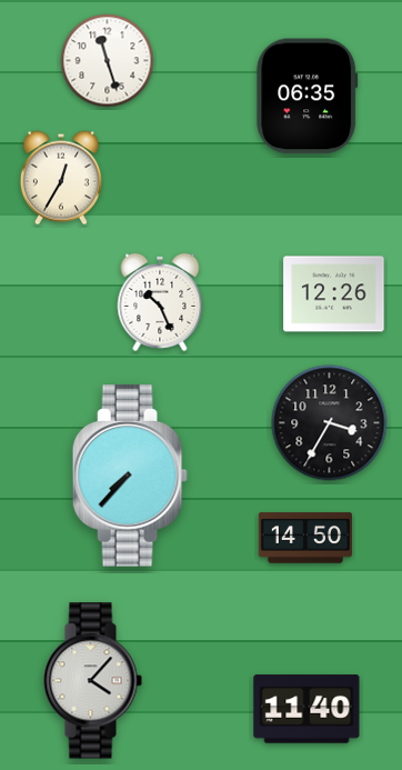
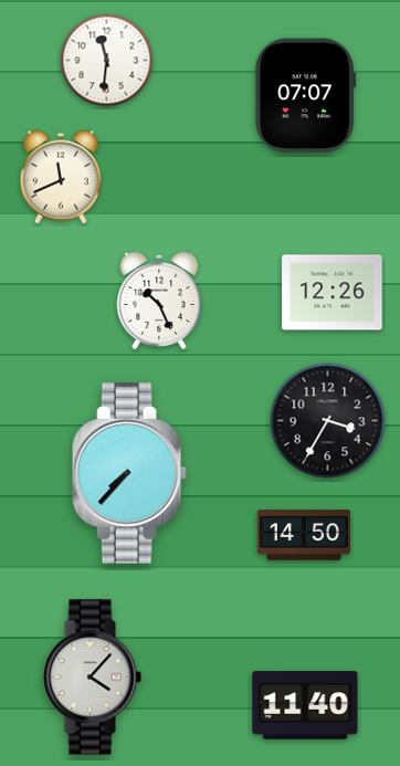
clock at (108, 61): 11:27 -> 11:31
clock at (308, 97): 06:35 -> 07:07
clock at (61, 178): 12:35 -> 11:41
